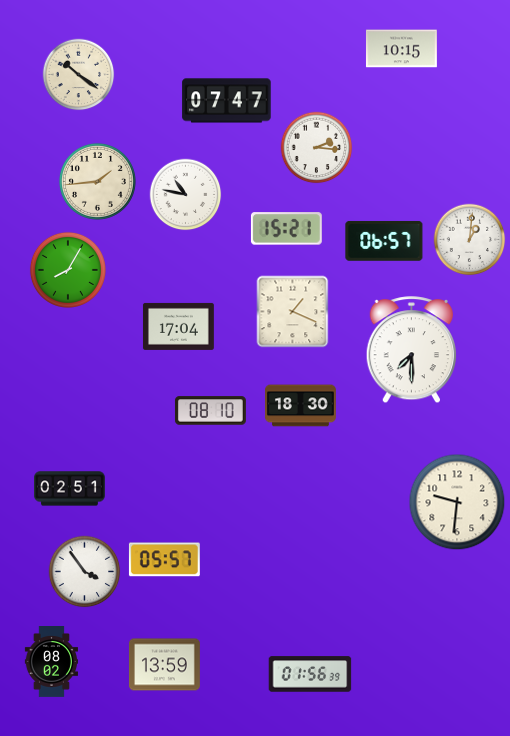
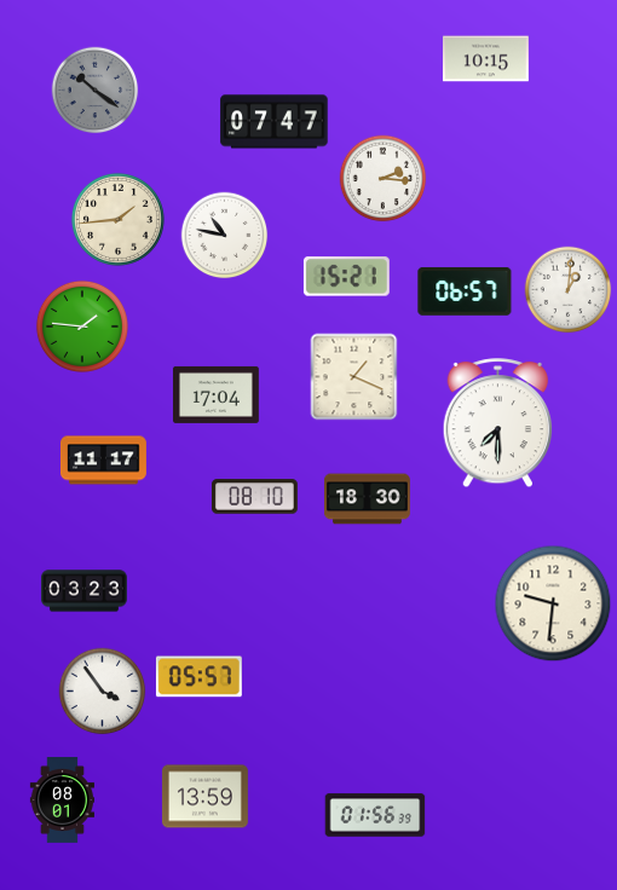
clock at (79, 75) dial: cream -> grey
clock at (68, 270): 8:05 -> 1:46
clock at (103, 461): none -> 11:17
clock at (301, 406) position: (301, 406) -> (368, 499)
clock at (70, 489): 02:51 -> 03:23
clock at (457, 502) position: (457, 502) -> (553, 603)
clock at (51, 662): 08:02 -> 08:01
clock at (164, 665) position: (164, 665) -> (204, 797)
